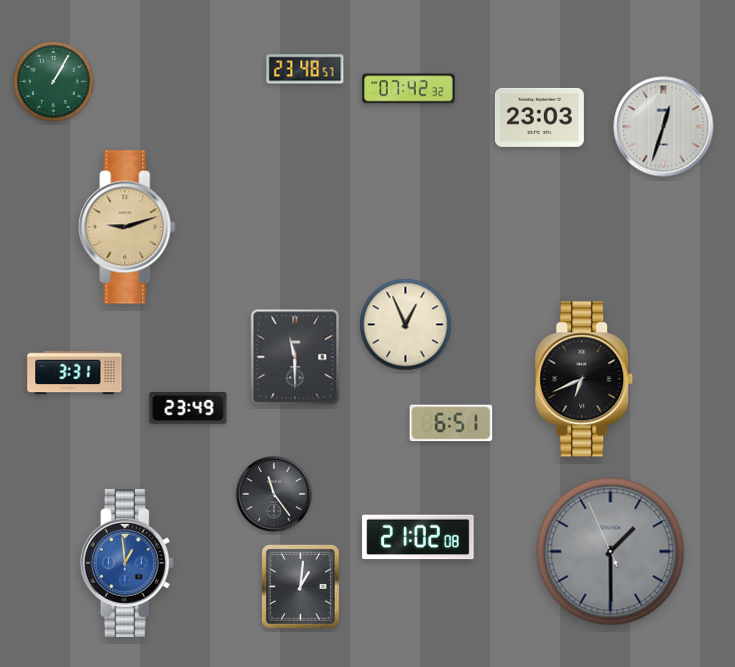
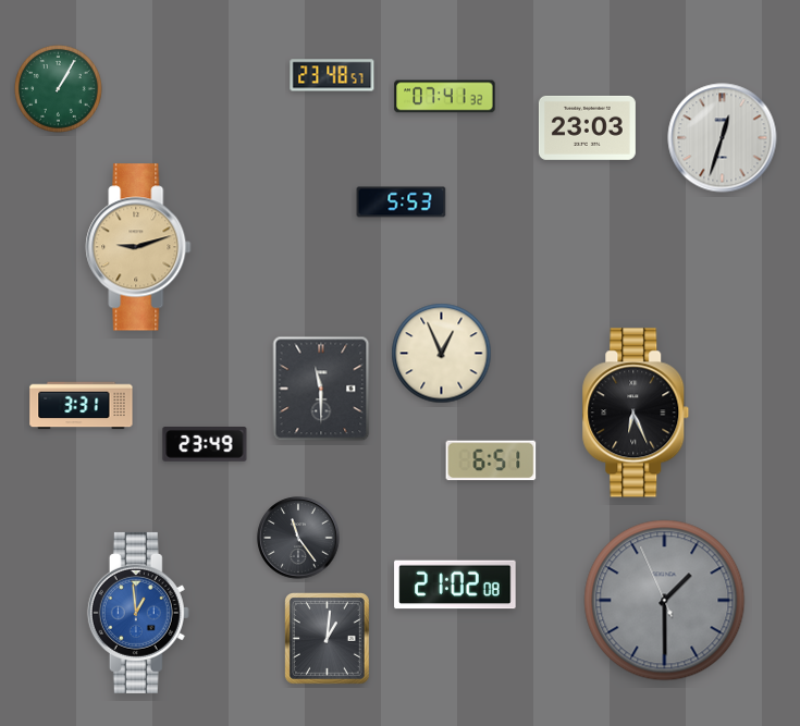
clock at (409, 89): 07:42 -> 07:41
clock at (402, 202): none -> 5:53
clock at (584, 379): 6:41 -> 6:26
